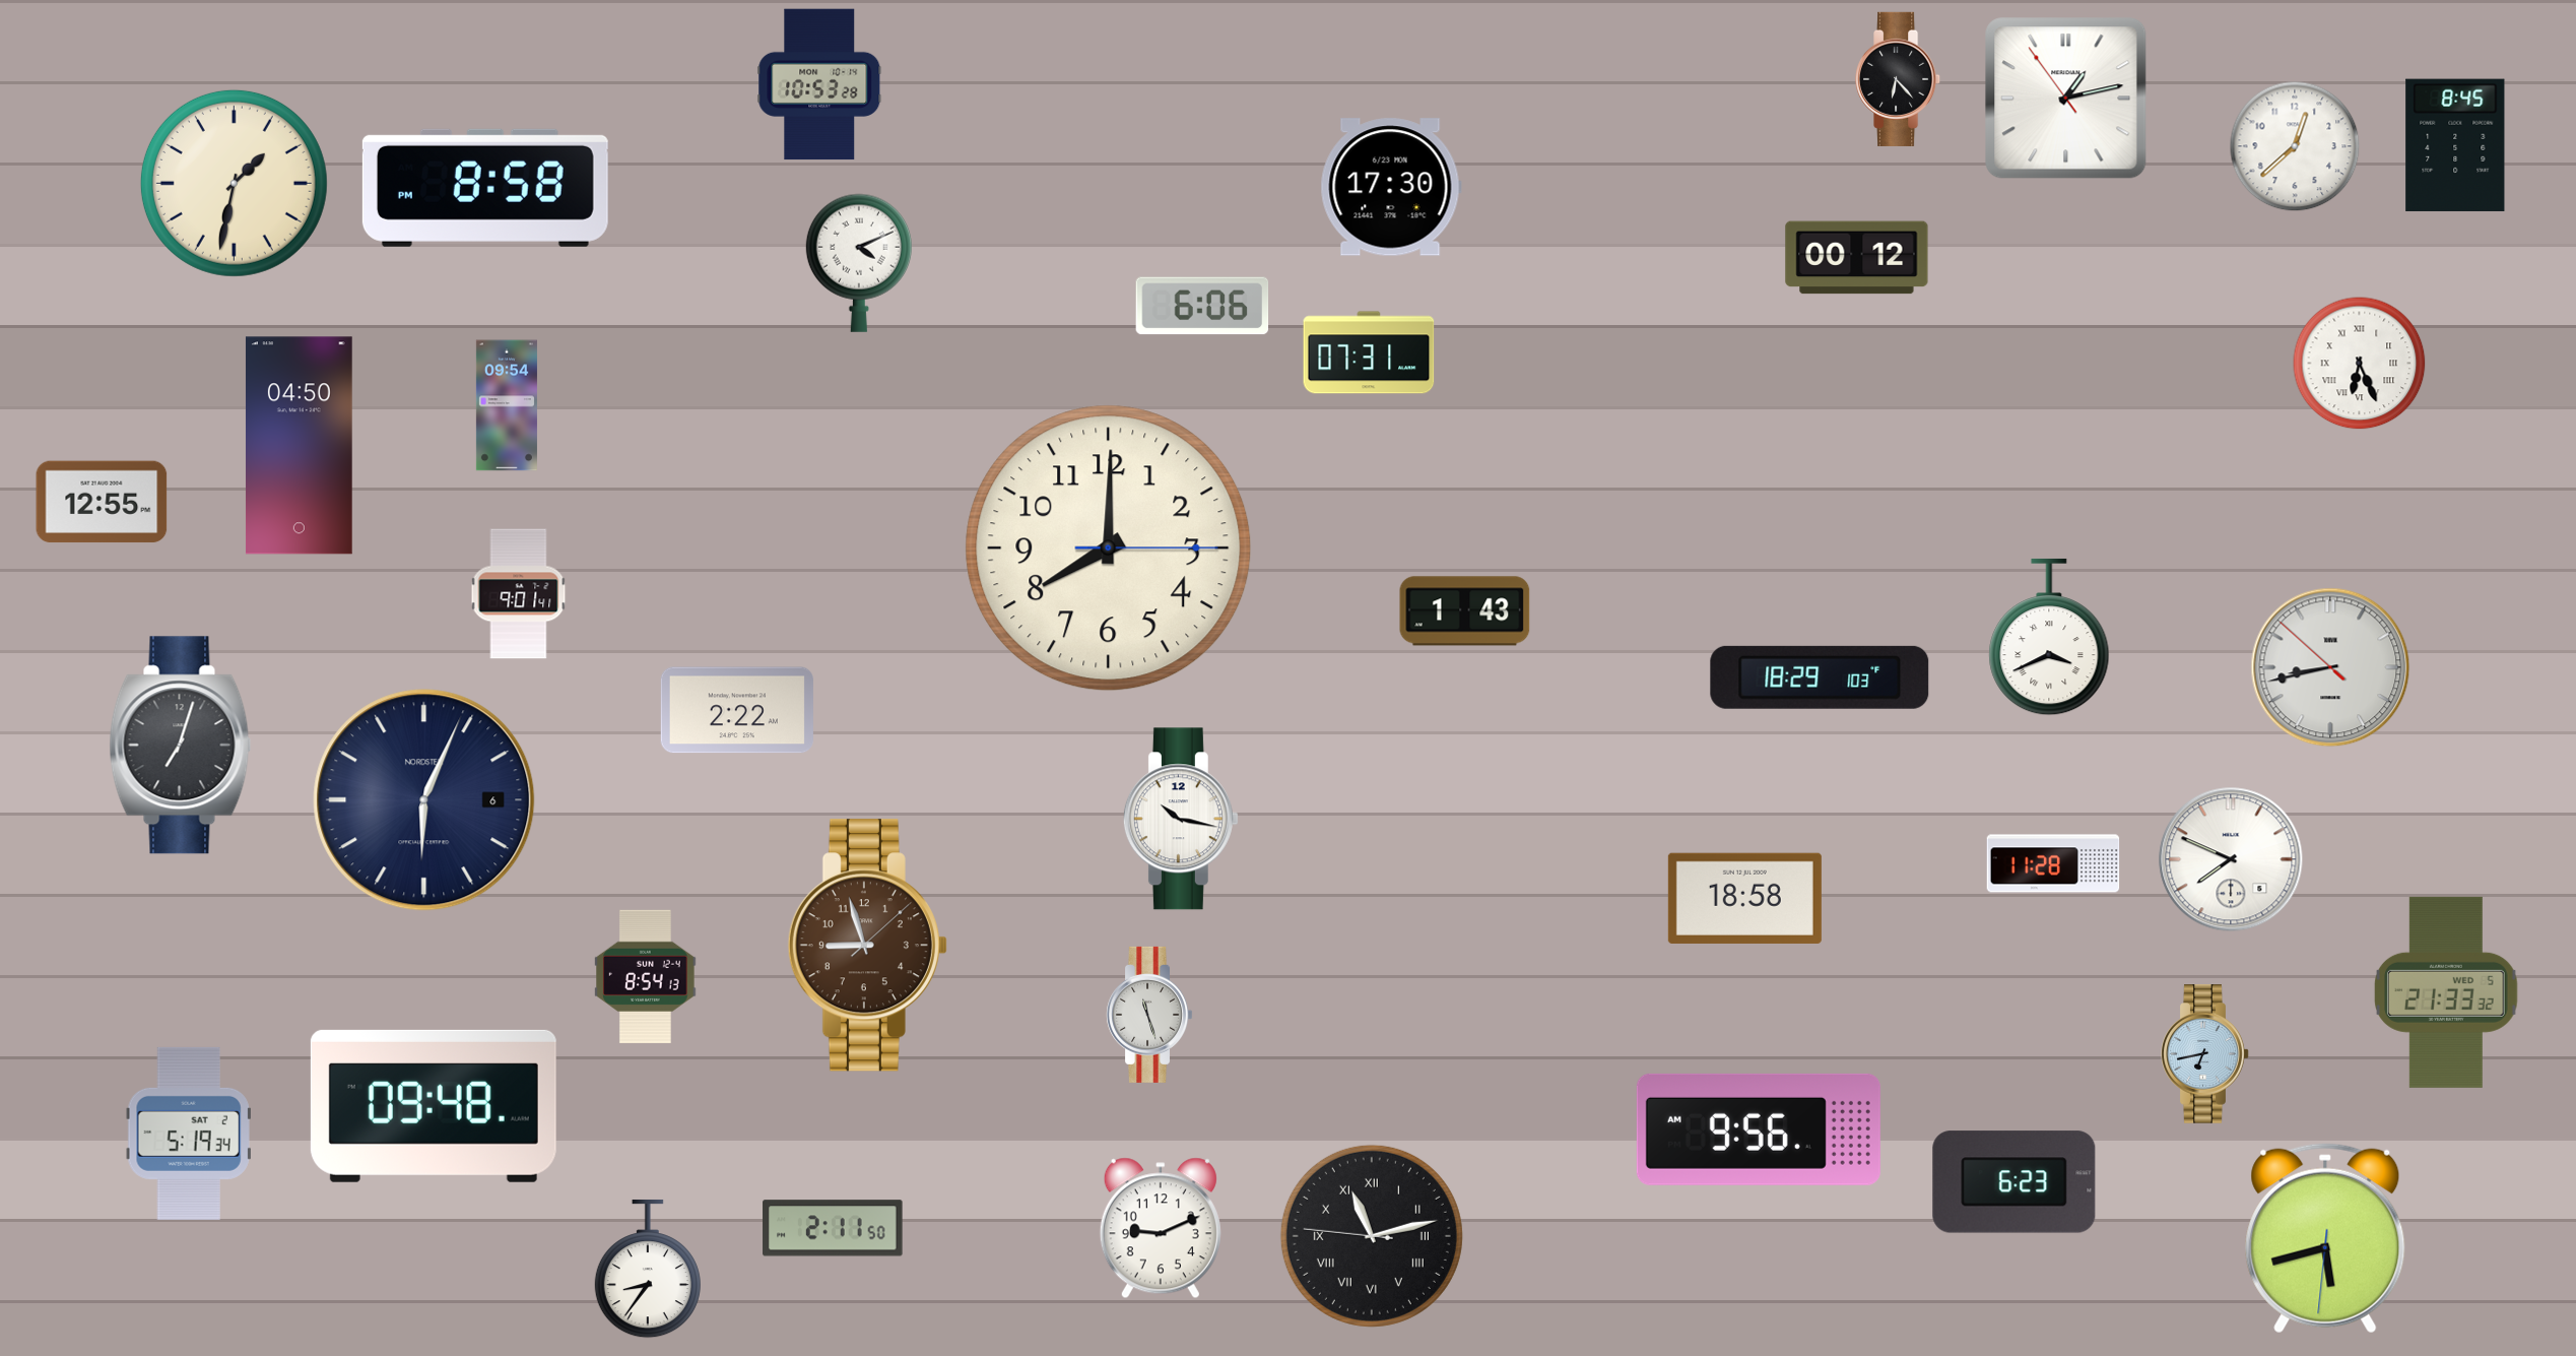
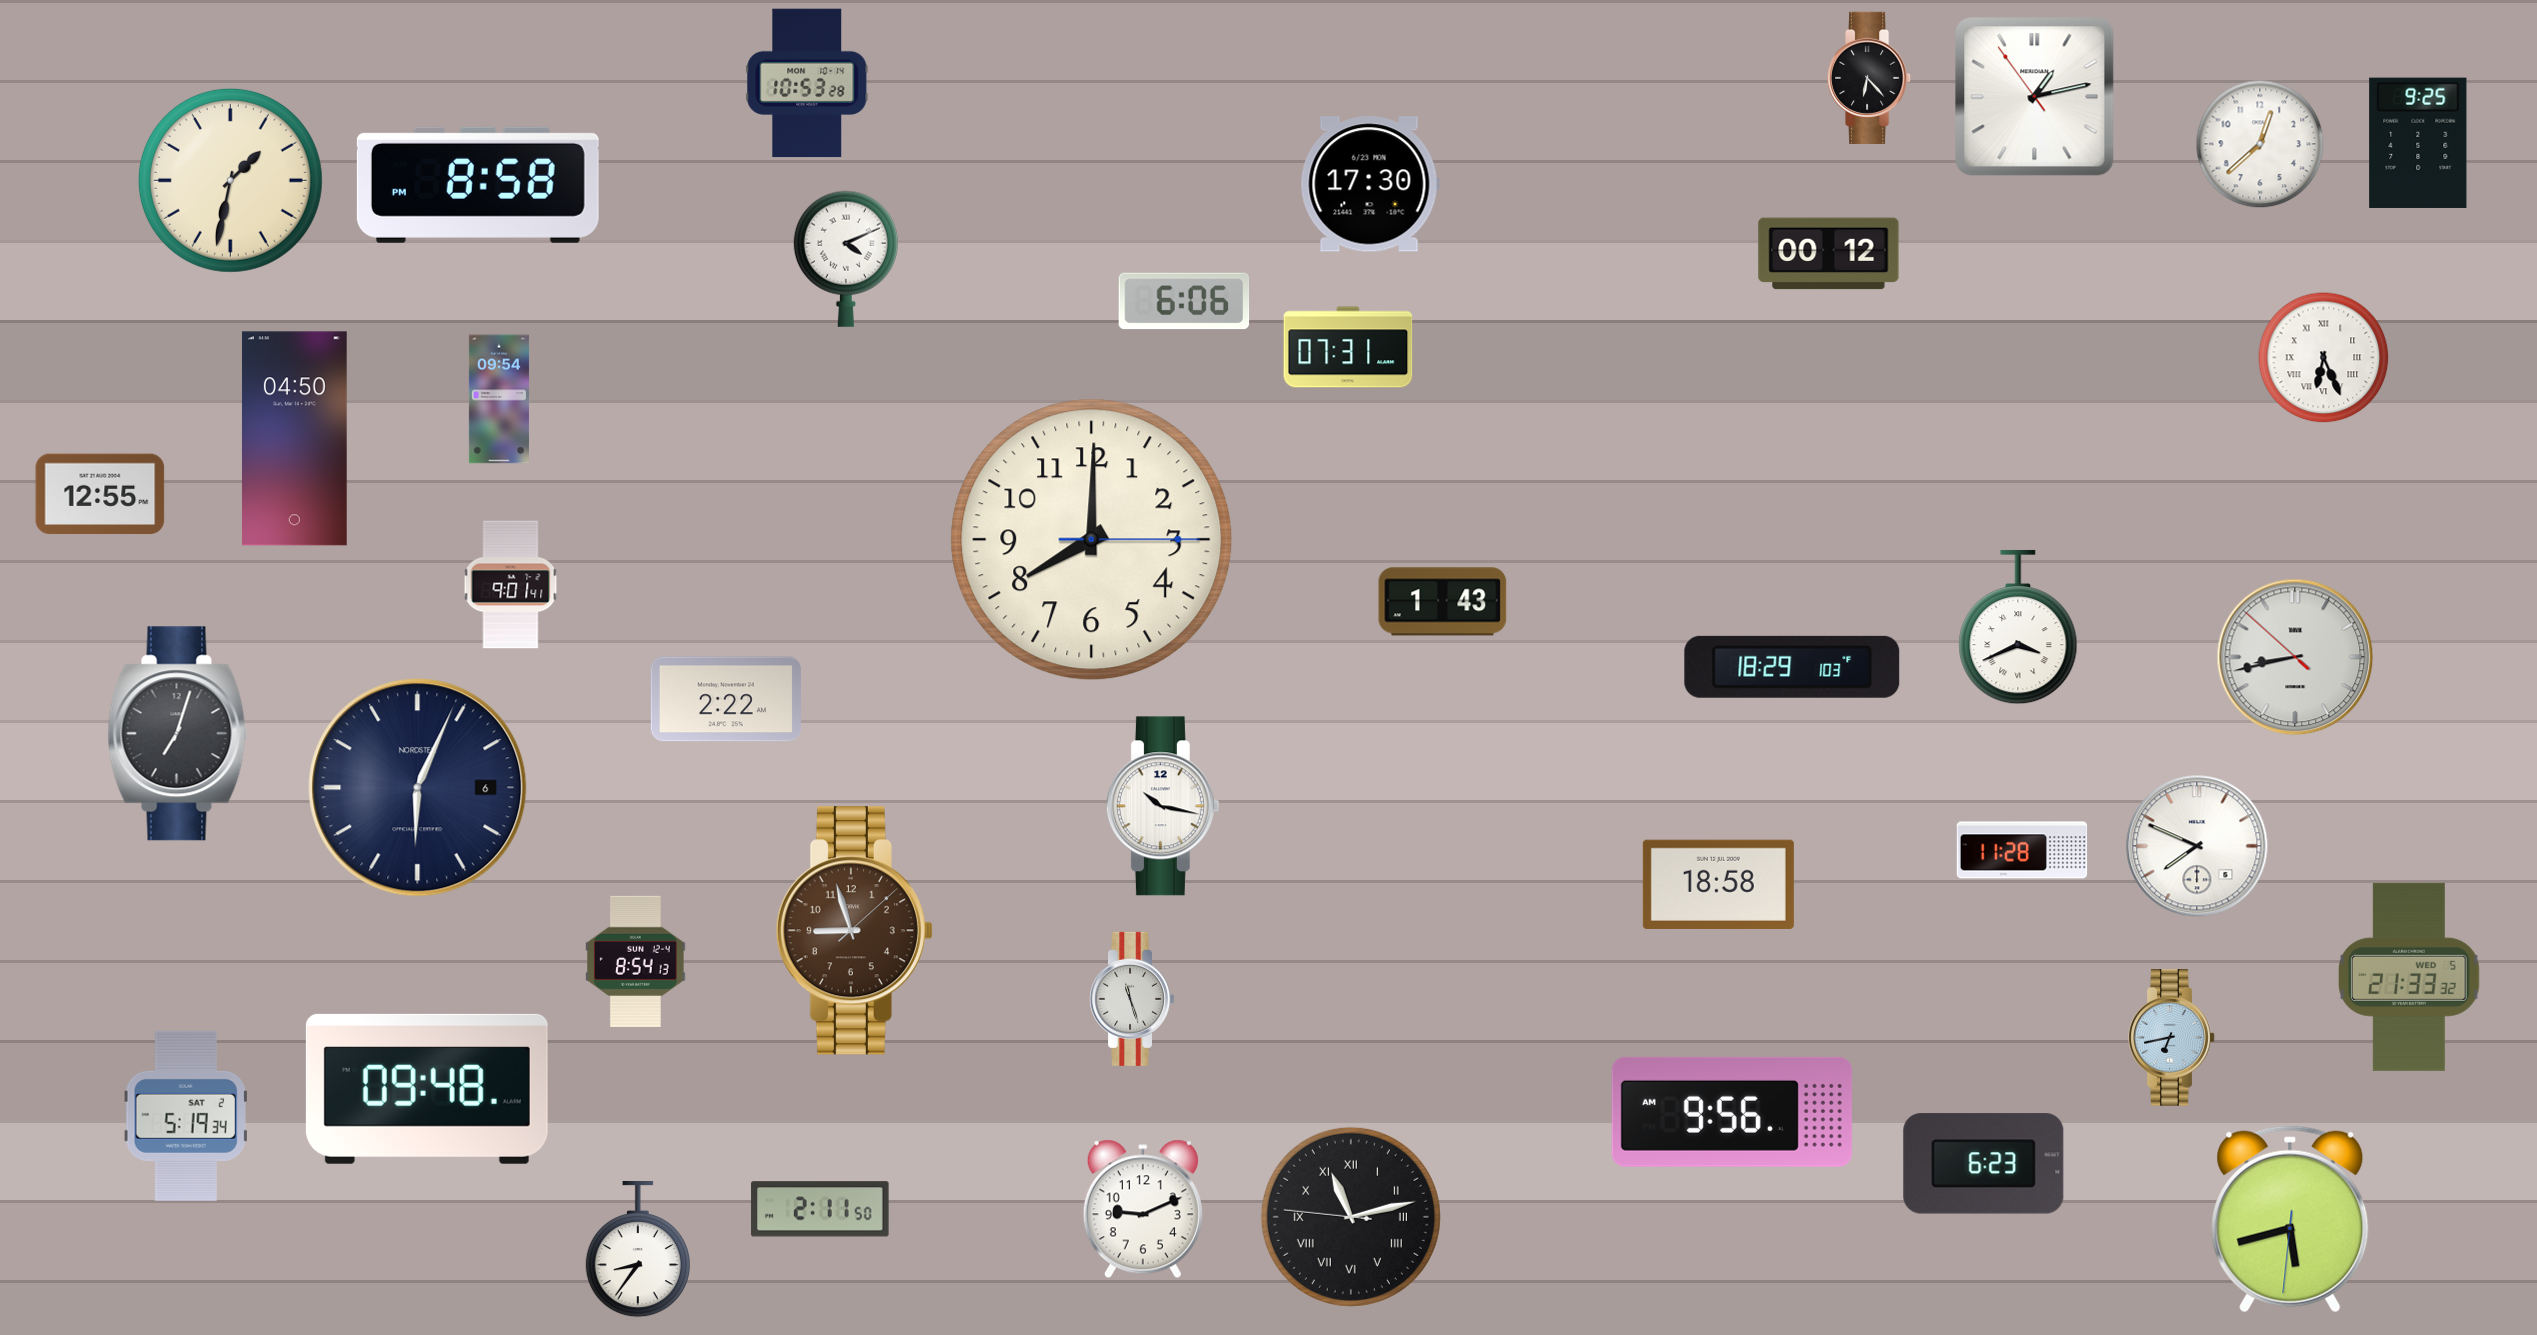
clock at (2455, 145): 8:45 -> 9:25
